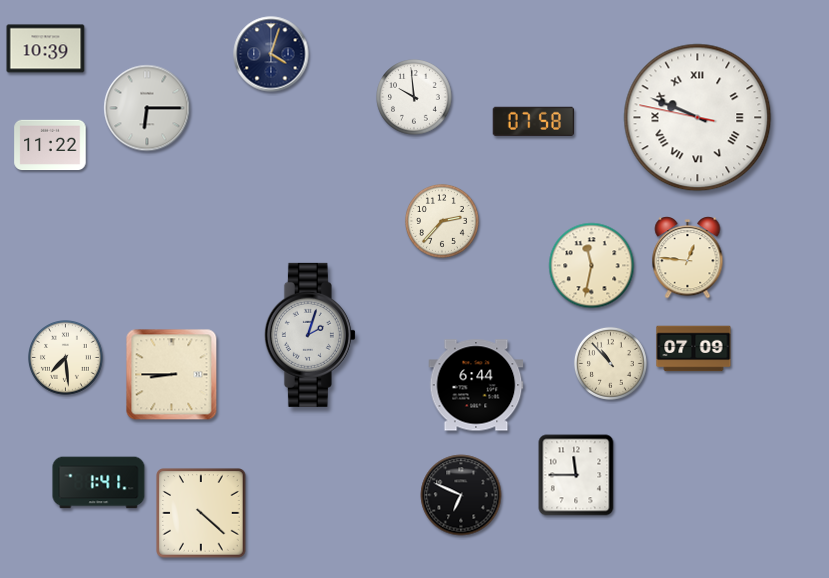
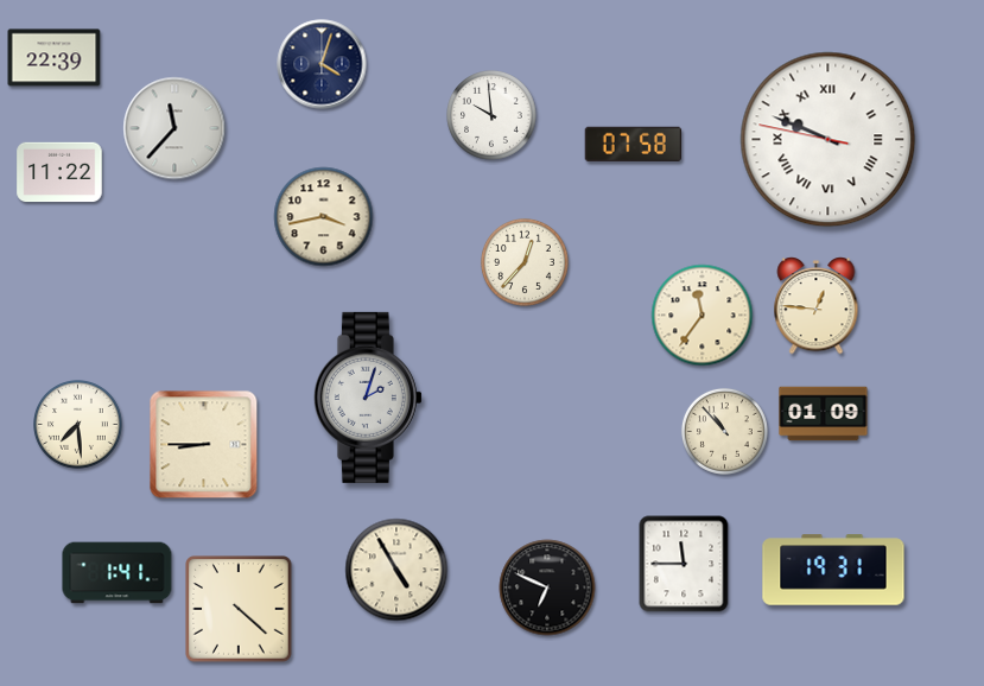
clock at (46, 49): 10:39 -> 22:39
clock at (147, 108): 6:15 -> 11:37
clock at (324, 217): none -> 3:43
clock at (442, 221): 2:37 -> 12:37
clock at (592, 266): 11:32 -> 11:36
clock at (694, 349): 07:09 -> 01:09
clock at (476, 385): 6:44 -> none
clock at (396, 570): none -> 4:55
clock at (833, 570): none -> 19:31
